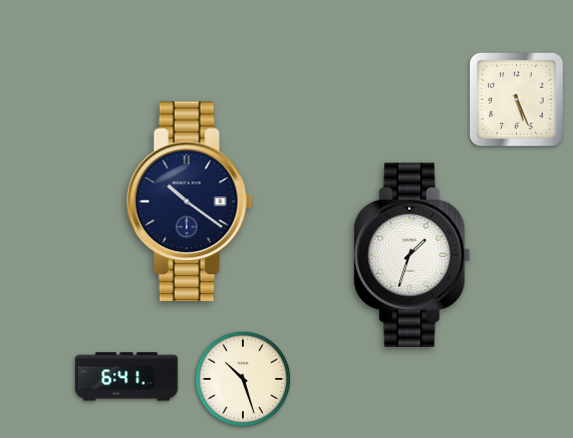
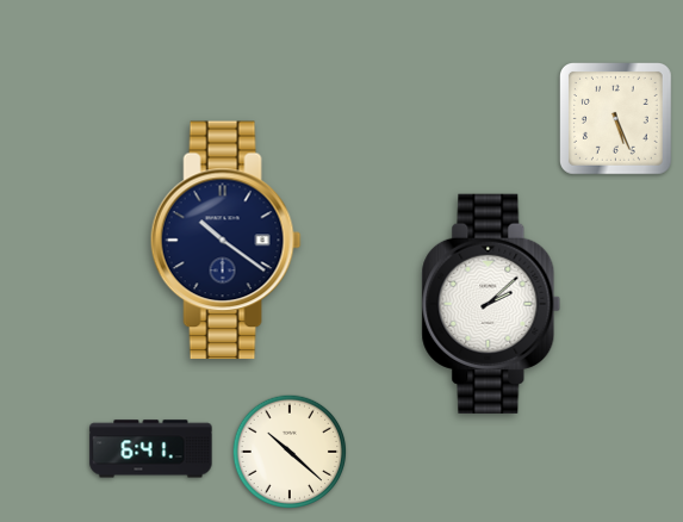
clock at (412, 255): 1:33 -> 2:08
clock at (243, 379): 10:27 -> 10:22
